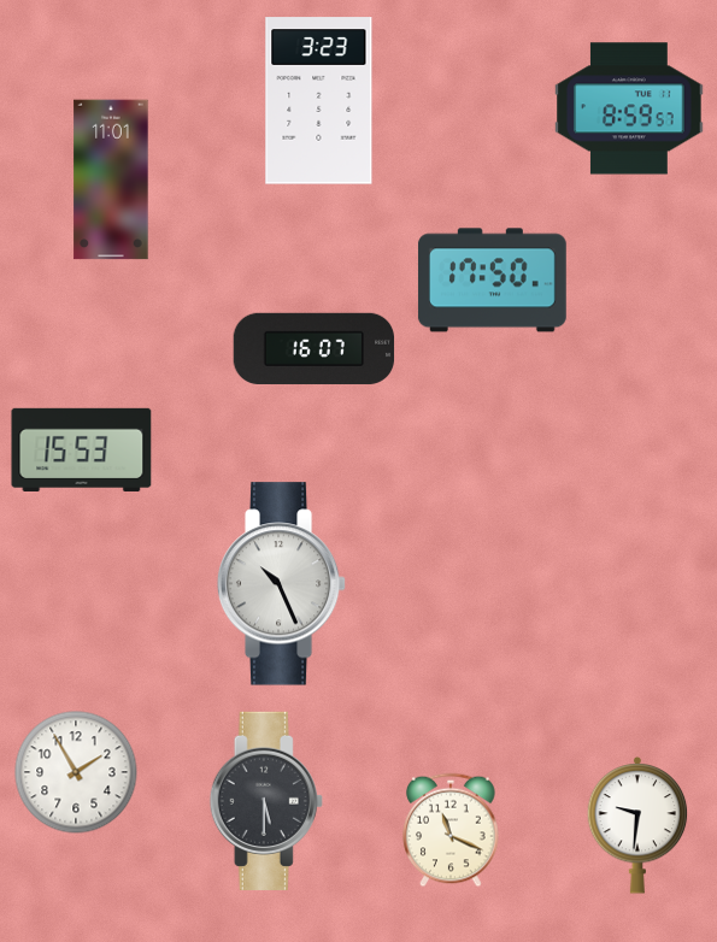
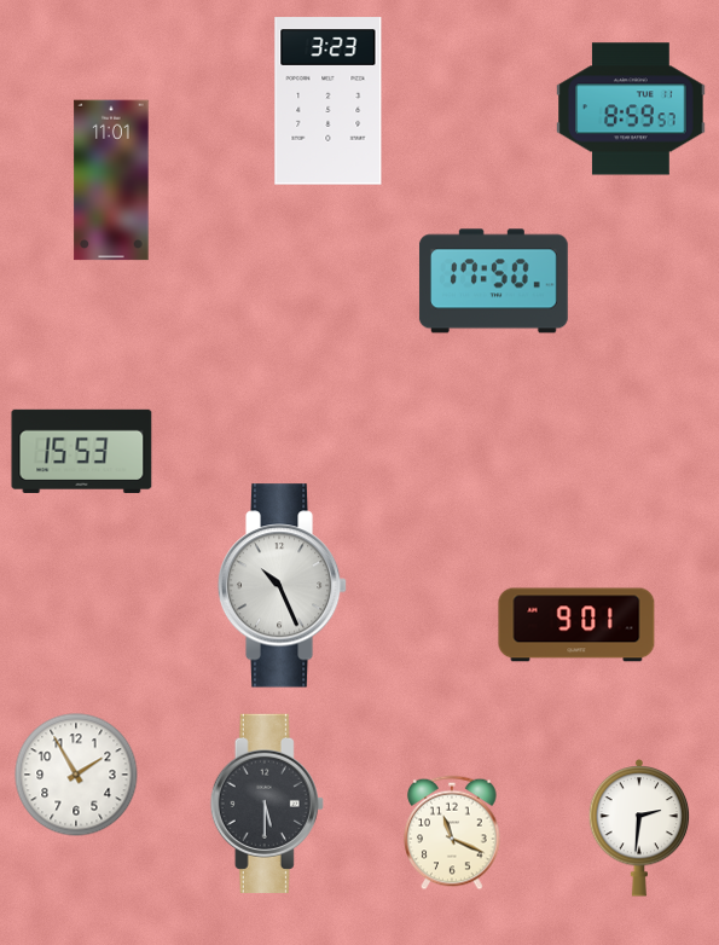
clock at (319, 101) position: (319, 101) -> (329, 102)
clock at (315, 348): 16:07 -> none
clock at (576, 625): none -> 9:01
clock at (637, 825): 9:31 -> 2:31
